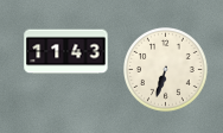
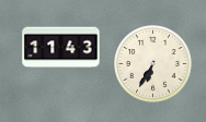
clock at (166, 70): 6:33 -> 6:35
